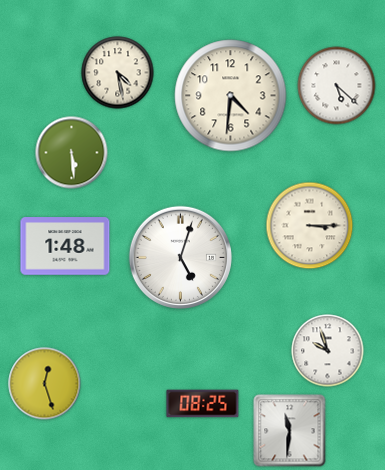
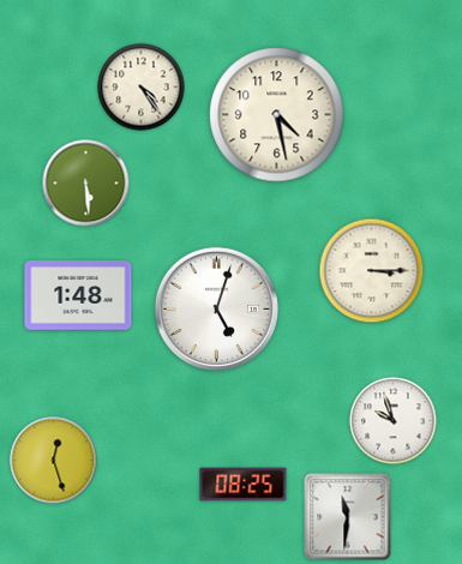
clock at (118, 73): 4:28 -> 4:24
clock at (337, 86): 5:22 -> none
clock at (231, 96): 4:31 -> 4:28
